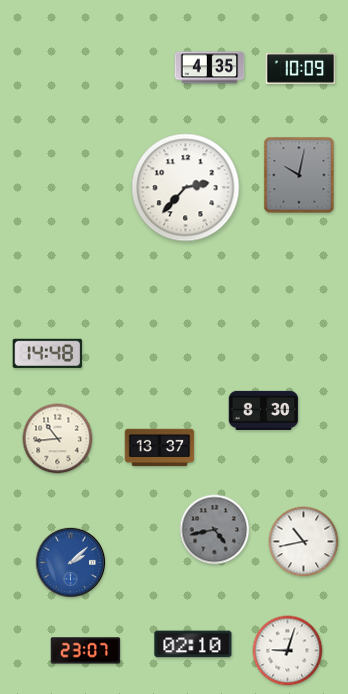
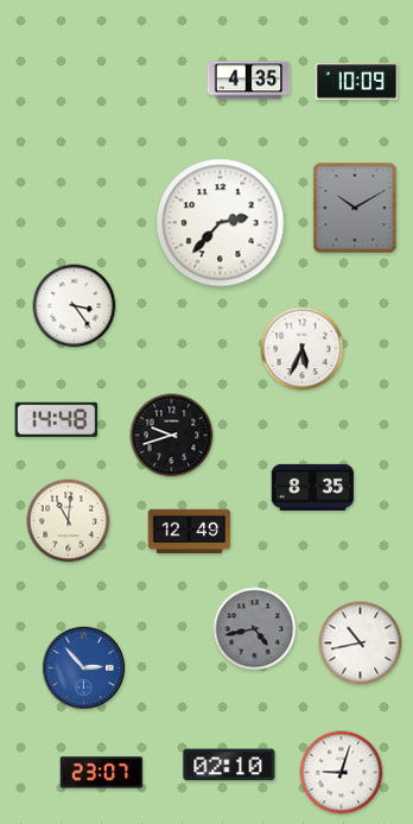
clock at (299, 175): 10:02 -> 10:10
clock at (75, 306): none -> 3:24
clock at (303, 349): none -> 5:34
clock at (172, 436): none -> 9:42
clock at (264, 410): 8:30 -> 8:35
clock at (58, 439): 10:44 -> 11:01
clock at (160, 448): 13:37 -> 12:49
clock at (71, 563): 2:08 -> 2:53
